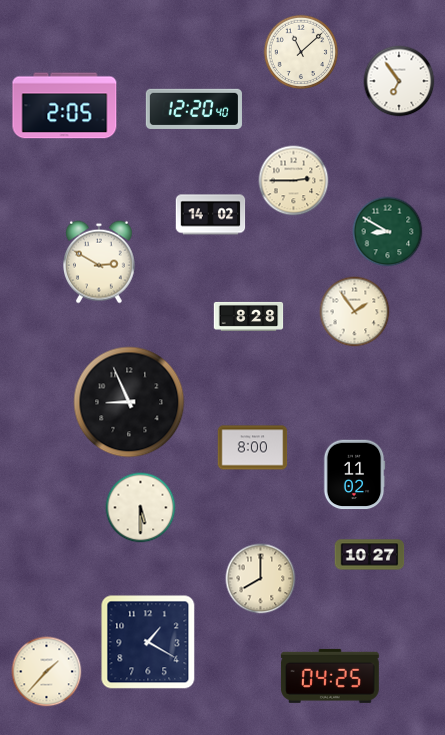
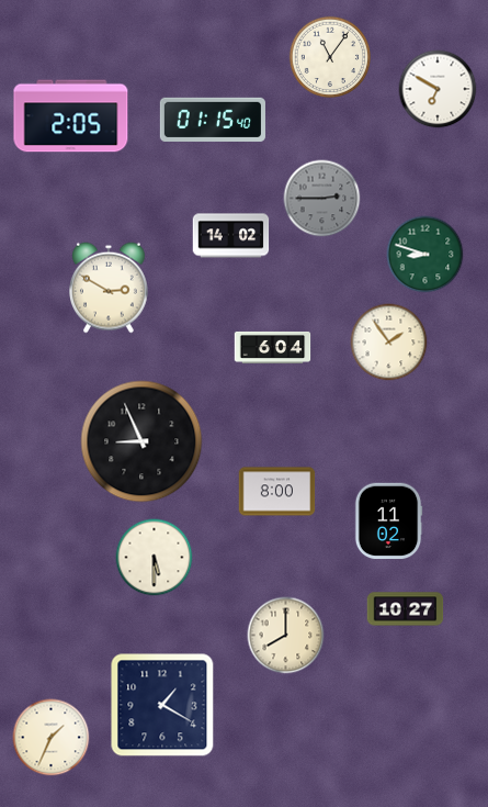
clock at (300, 51): 11:08 -> 11:06
clock at (399, 81): 6:54 -> 6:50
clock at (194, 109): 12:20 -> 01:15
clock at (294, 181) dial: cream -> grey
clock at (388, 232): 8:50 -> 8:48
clock at (249, 316): 8:28 -> 6:04
clock at (47, 672): 1:37 -> 1:34
clock at (330, 676): 04:25 -> none
